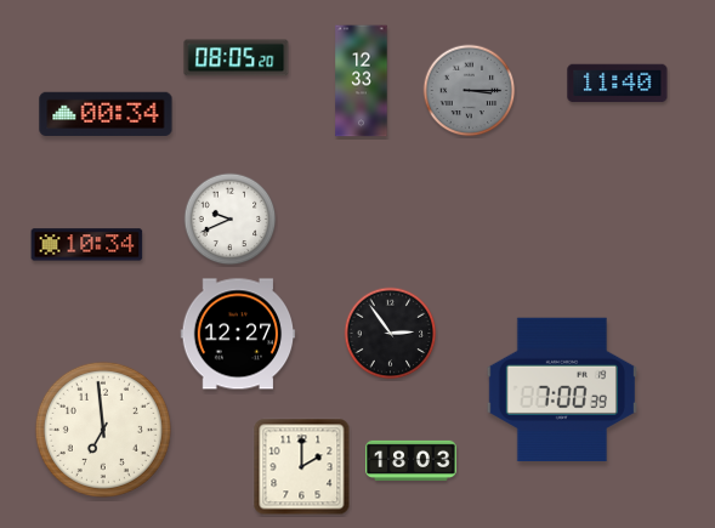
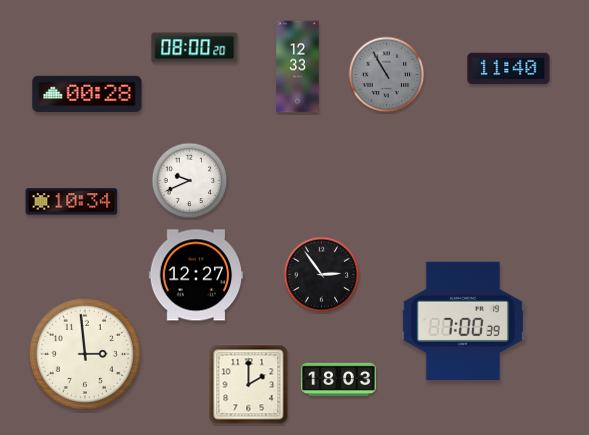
clock at (237, 58): 08:05 -> 08:00
clock at (470, 91): 3:15 -> 10:55
clock at (106, 113): 00:34 -> 00:28
clock at (103, 430): 6:59 -> 2:59
